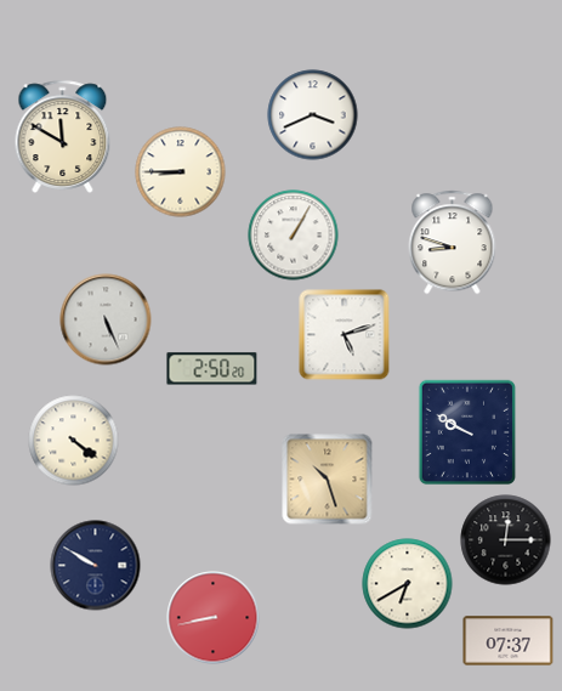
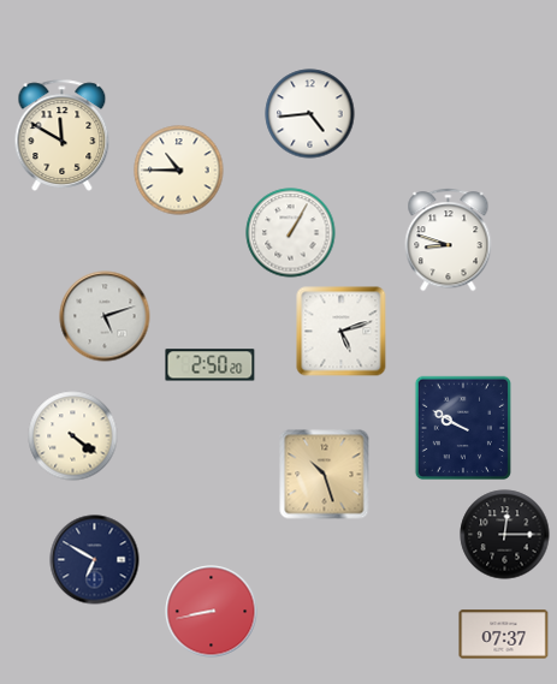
clock at (313, 115): 3:41 -> 4:44
clock at (181, 172): 8:45 -> 10:45
clock at (106, 319): 5:26 -> 5:12
clock at (506, 540) position: (506, 540) -> (505, 535)
clock at (96, 566): 9:50 -> 6:50
clock at (408, 584): 6:40 -> none
